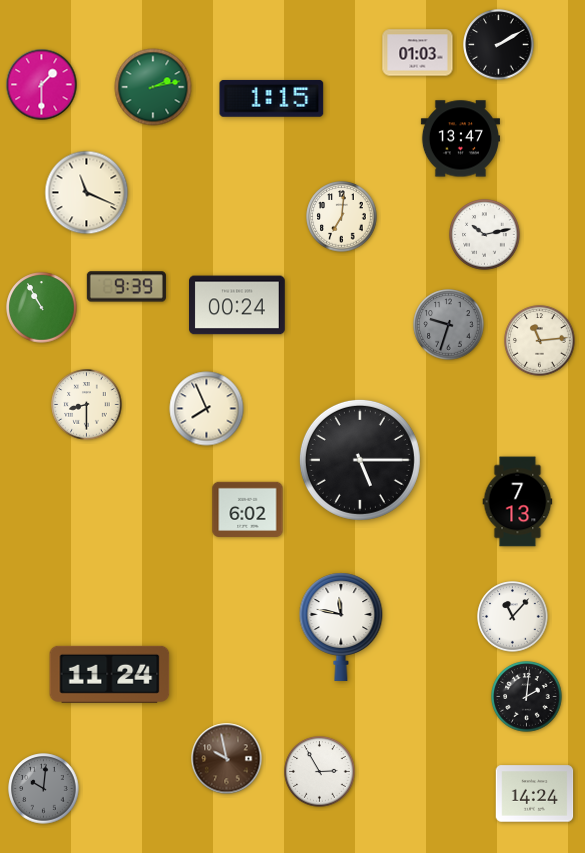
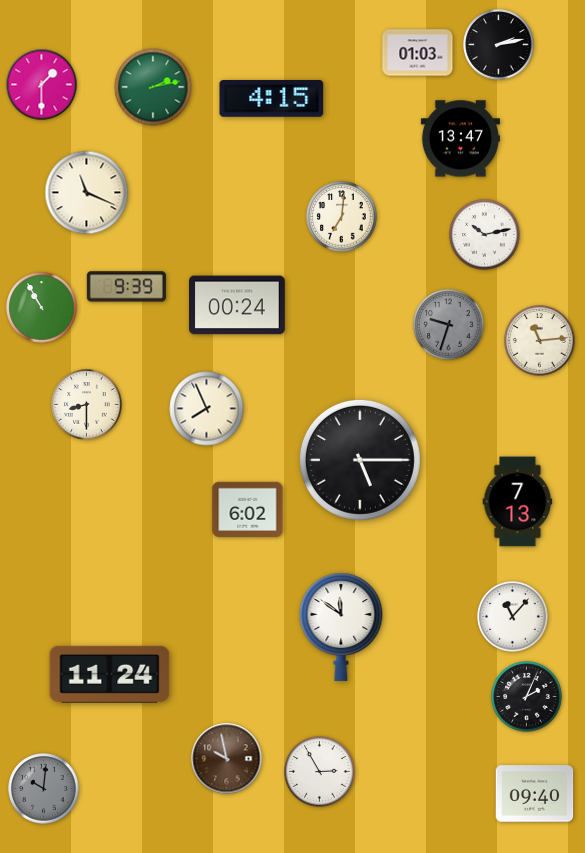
clock at (499, 45): 2:10 -> 2:13
clock at (272, 98): 1:15 -> 4:15
clock at (341, 627): 11:47 -> 11:51
clock at (527, 697): 2:01 -> 2:04
clock at (535, 794): 14:24 -> 09:40
